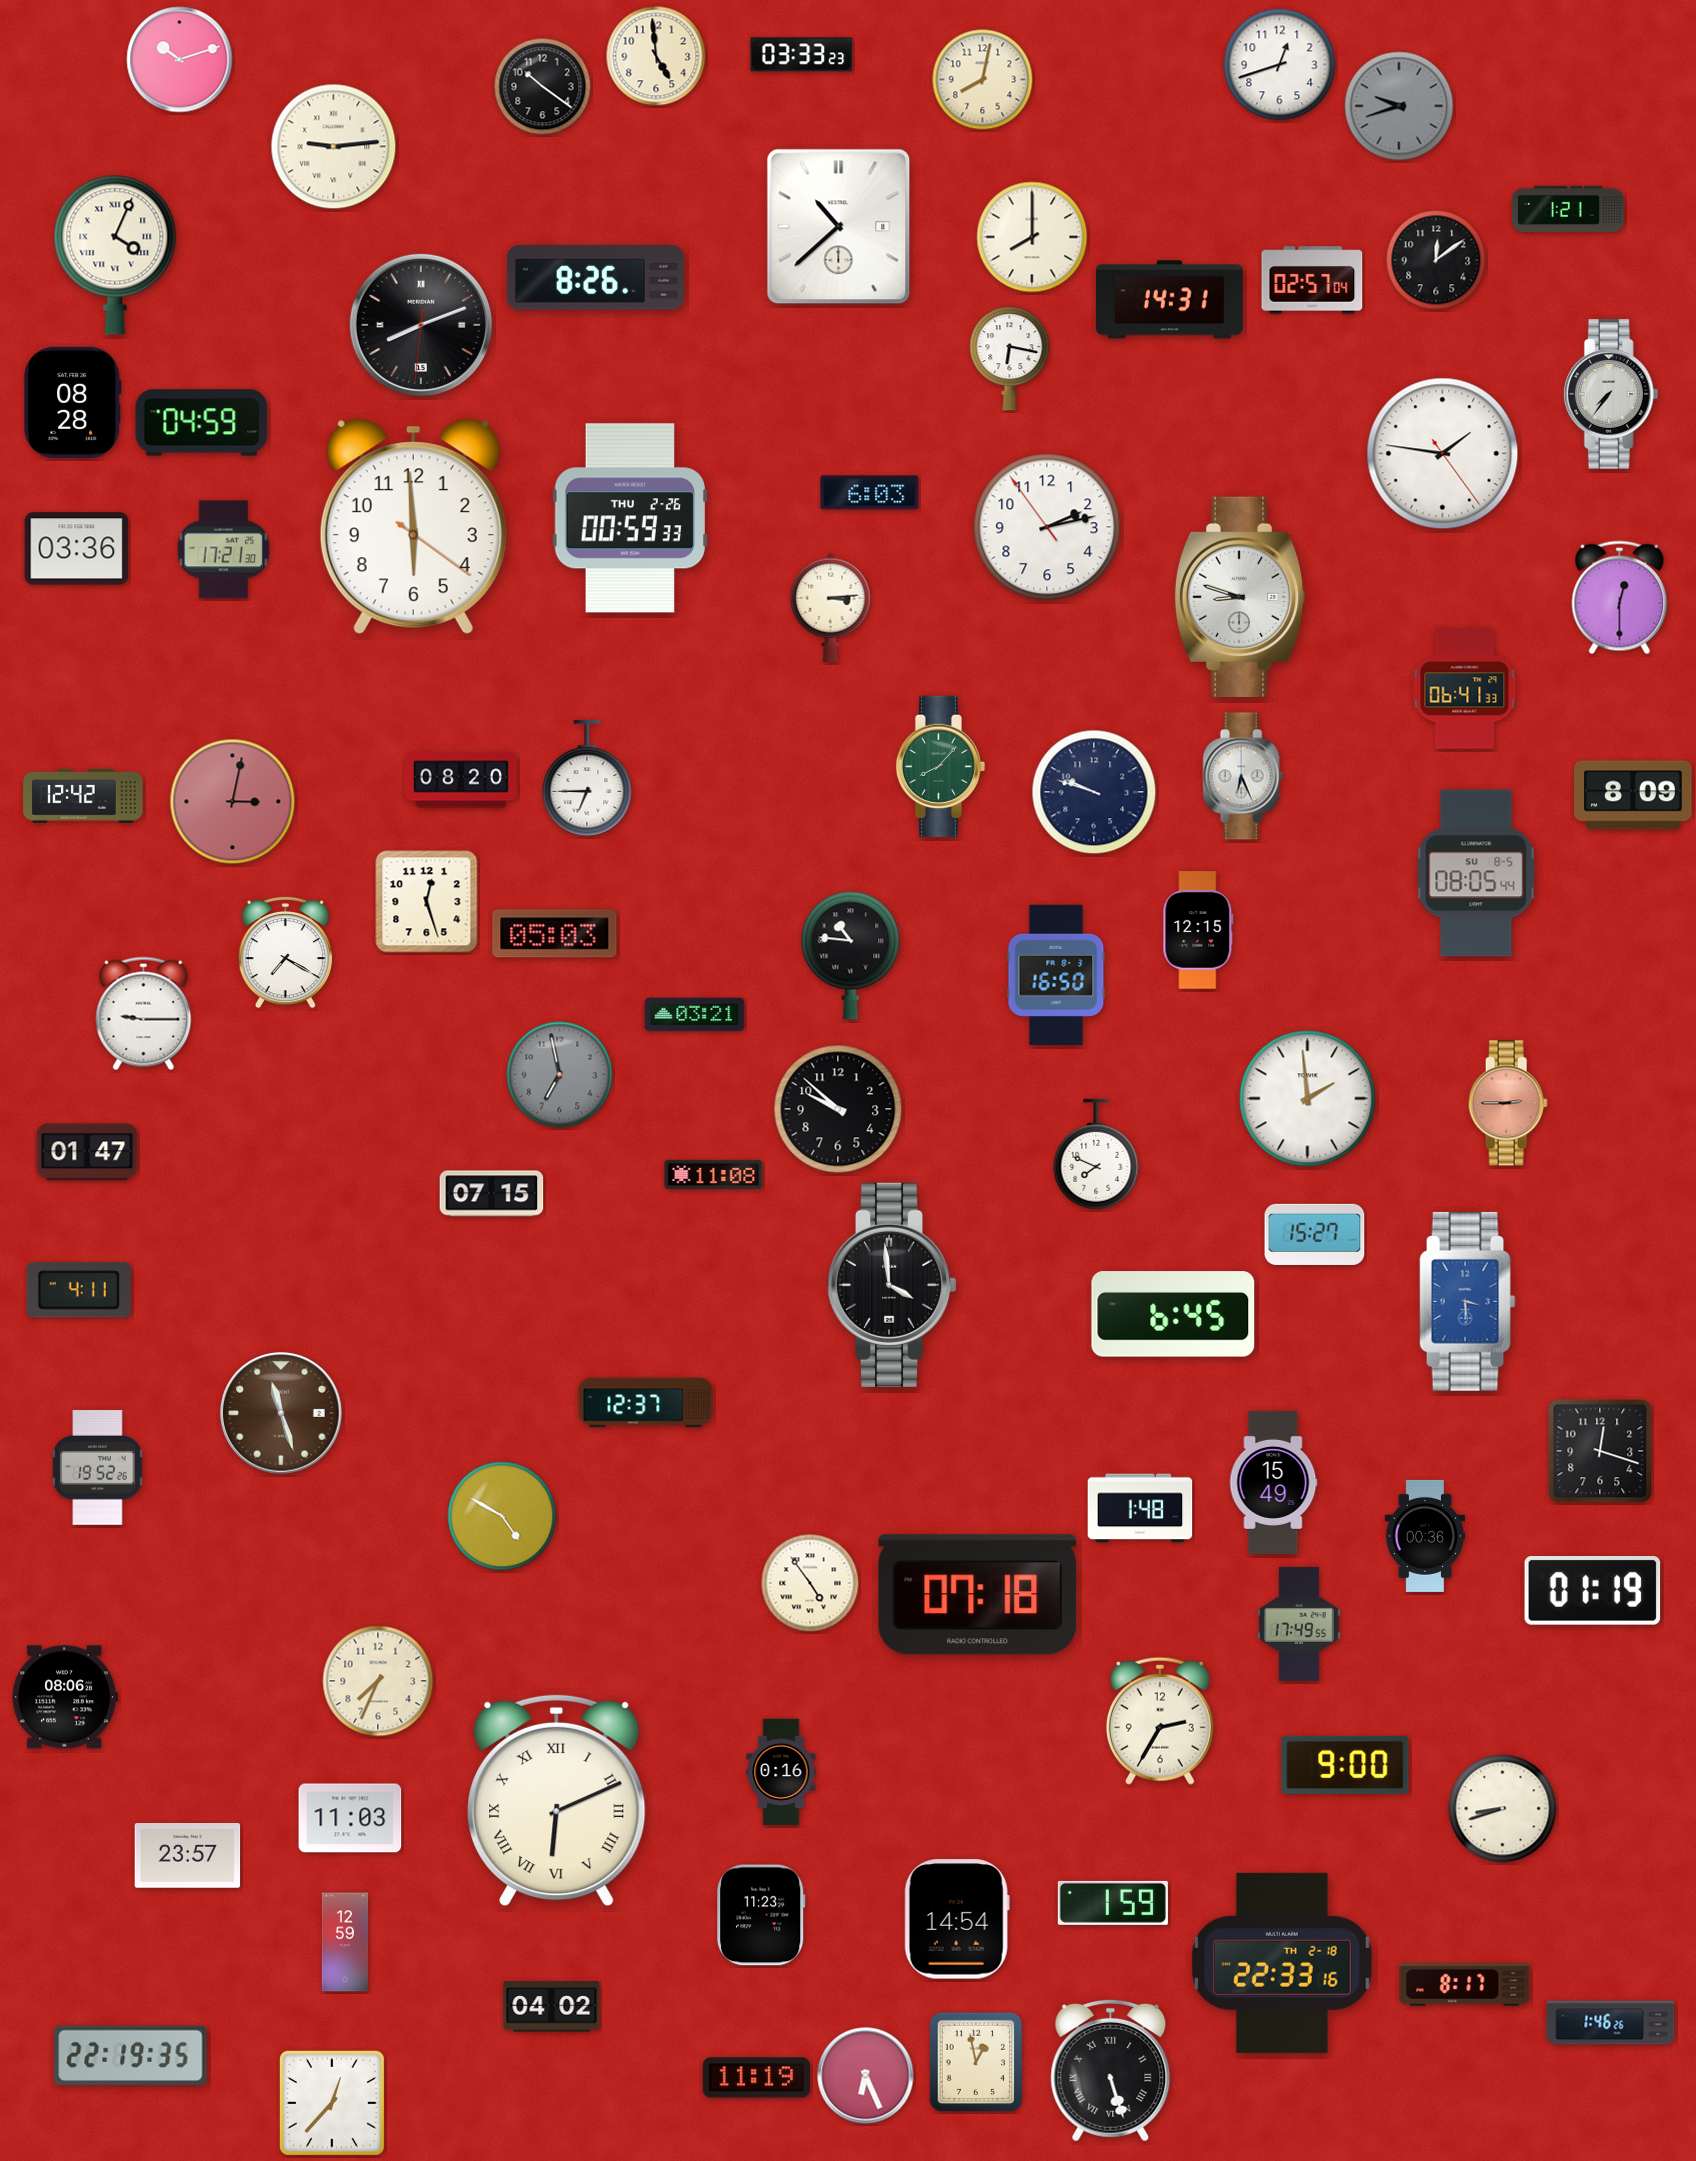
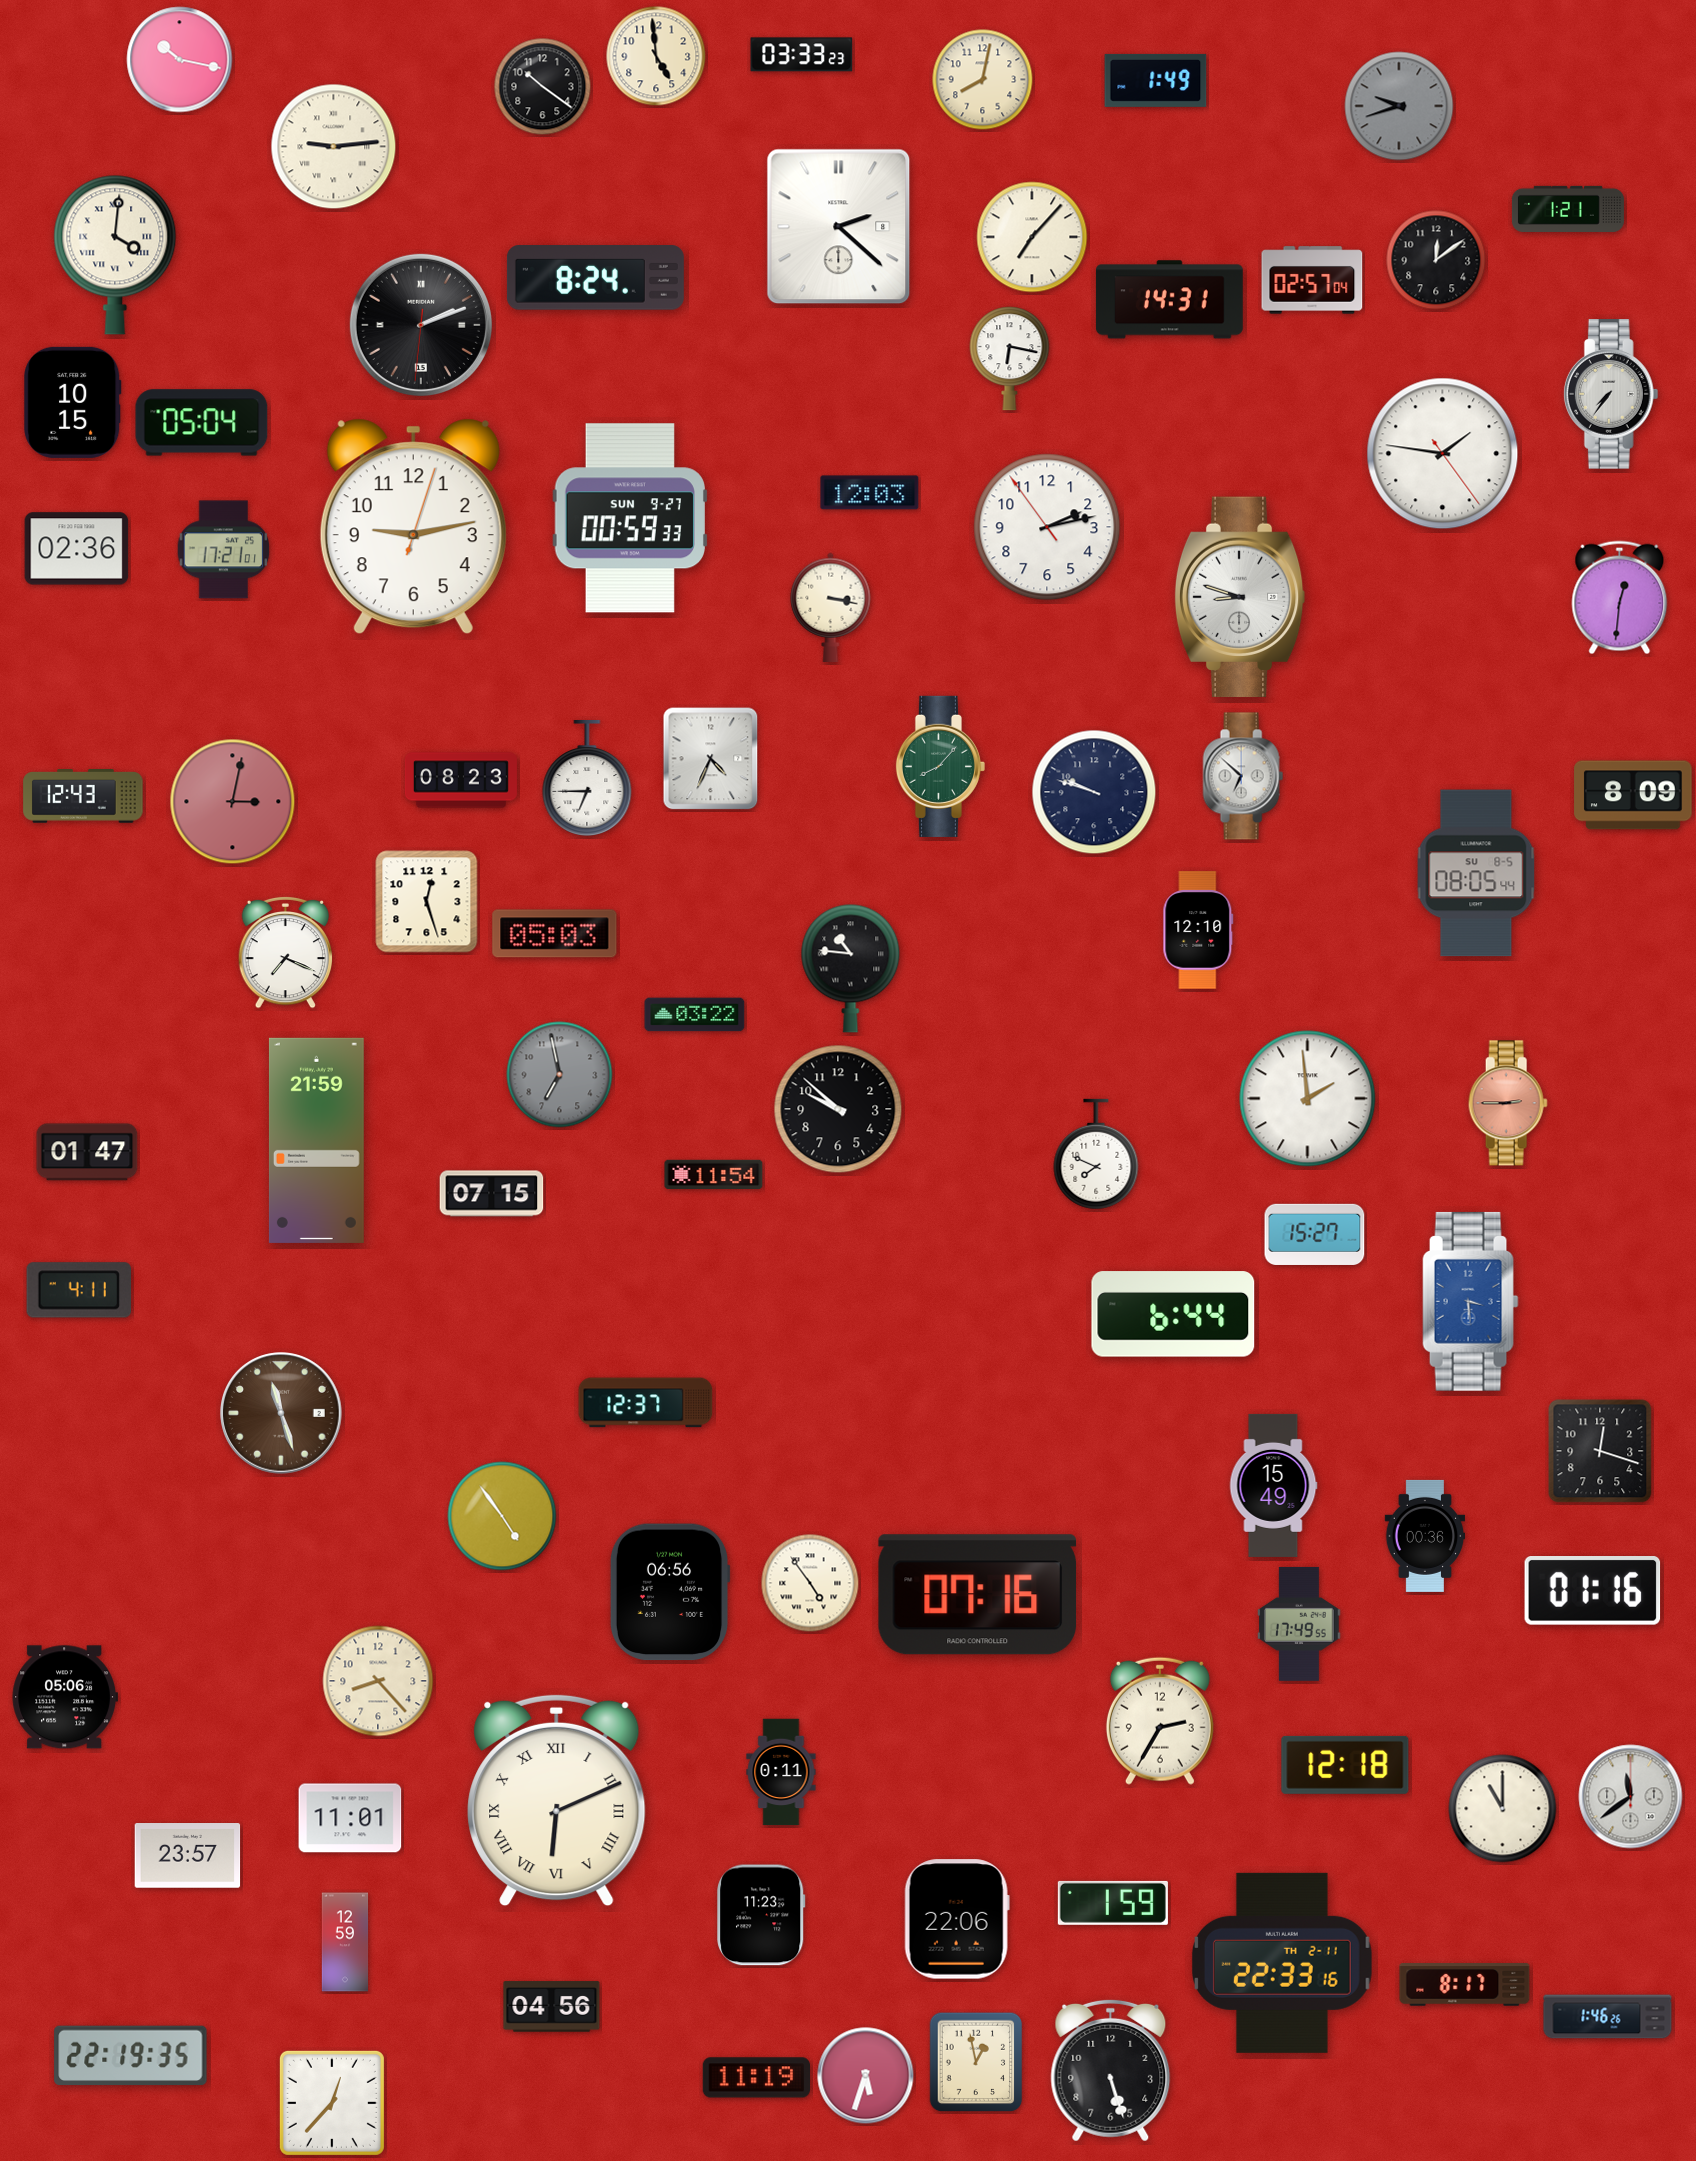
clock at (180, 60): 10:12 -> 10:17
clock at (1280, 65): 12:42 -> none
clock at (1156, 80): none -> 1:49
clock at (839, 227): 10:38 -> 2:22
clock at (1032, 237): 8:00 -> 7:07
clock at (115, 255): 4:04 -> 4:01
clock at (595, 278): 8:26 -> 8:24
clock at (421, 325): 8:11 -> 2:11
clock at (73, 402): 08:28 -> 10:15
clock at (202, 423): 04:59 -> 05:04
clock at (870, 493): 6:03 -> 12:03
clock at (630, 518) date: THU 2-26 -> SUN 9-27
clock at (413, 527): 5:59 -> 9:13
clock at (77, 549): 03:36 -> 02:36
clock at (224, 550): 17:21:30 -> 17:21:01
clock at (1620, 598): 12:30 -> 12:31
clock at (831, 607): 3:14 -> 3:17
clock at (1465, 689): 06:41 -> none
clock at (711, 759): none -> 4:34
clock at (1243, 776): 6:26 -> 6:52
clock at (461, 780): 08:20 -> 08:23
clock at (83, 797): 12:42 -> 12:43
clock at (1198, 930): 12:15 -> 12:10
clock at (285, 952): 7:20 -> 7:19
clock at (851, 955) position: (851, 955) -> (851, 968)
clock at (1056, 975): 16:50 -> none
clock at (144, 1014): 9:15 -> none
clock at (695, 1015): 03:21 -> 03:22
clock at (316, 1140): none -> 21:59
clock at (714, 1174): 11:08 -> 11:54
clock at (892, 1285): 3:59 -> none
clock at (1468, 1301) position: (1468, 1301) -> (1471, 1301)
clock at (1173, 1314): 6:45 -> 6:44
clock at (98, 1468): 19:52 -> none
clock at (1273, 1482) position: (1273, 1482) -> (1273, 1485)
clock at (1140, 1508): 1:48 -> none
clock at (502, 1516): 4:50 -> 4:54
clock at (1593, 1591): 01:19 -> 01:16
clock at (670, 1592): none -> 06:56
clock at (978, 1595): 07:18 -> 07:16
clock at (378, 1681): 7:34 -> 8:23
clock at (64, 1697): 08:06 -> 05:06
clock at (1345, 1765): 9:00 -> 12:18
clock at (781, 1772): 0:16 -> 0:11
clock at (1631, 1797): none -> 11:39
clock at (1503, 1809): 8:42 -> 11:00
clock at (350, 1818): 11:03 -> 11:01
clock at (957, 1919): 14:54 -> 22:06
clock at (1282, 1963) date: TH 2-18 -> TH 2-11
clock at (552, 2007): 04:02 -> 04:56
clock at (1611, 2023) position: (1611, 2023) -> (1608, 2017)
clock at (1111, 2070) numerals: Roman -> Arabic
clock at (866, 2076): 6:26 -> 5:33
